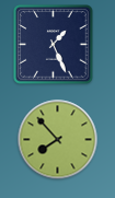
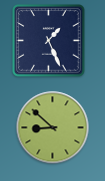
clock at (58, 140): 7:53 -> 8:52
